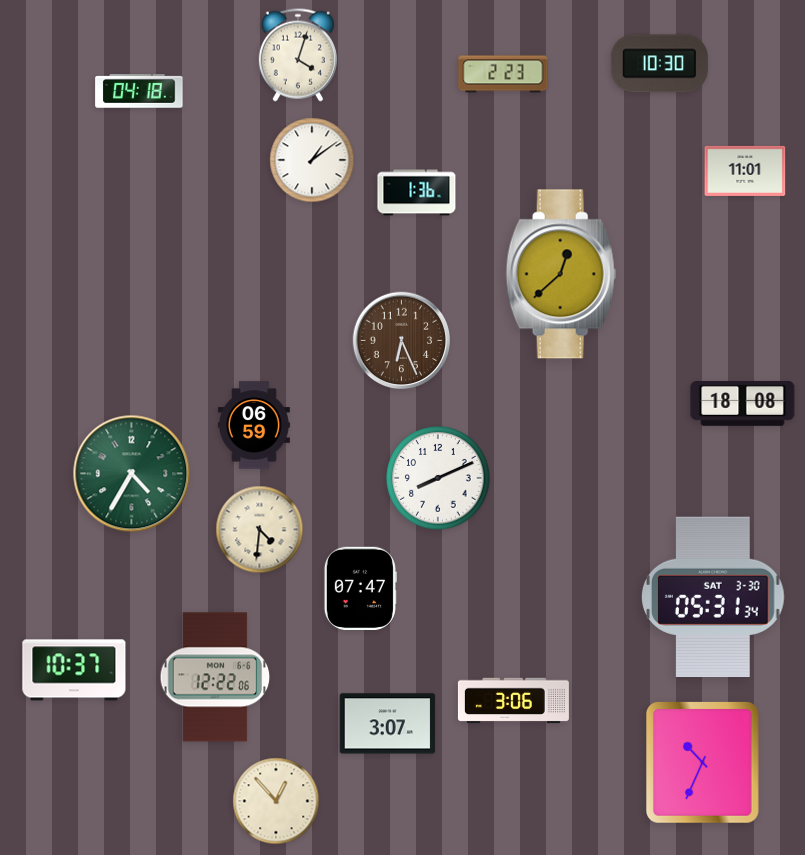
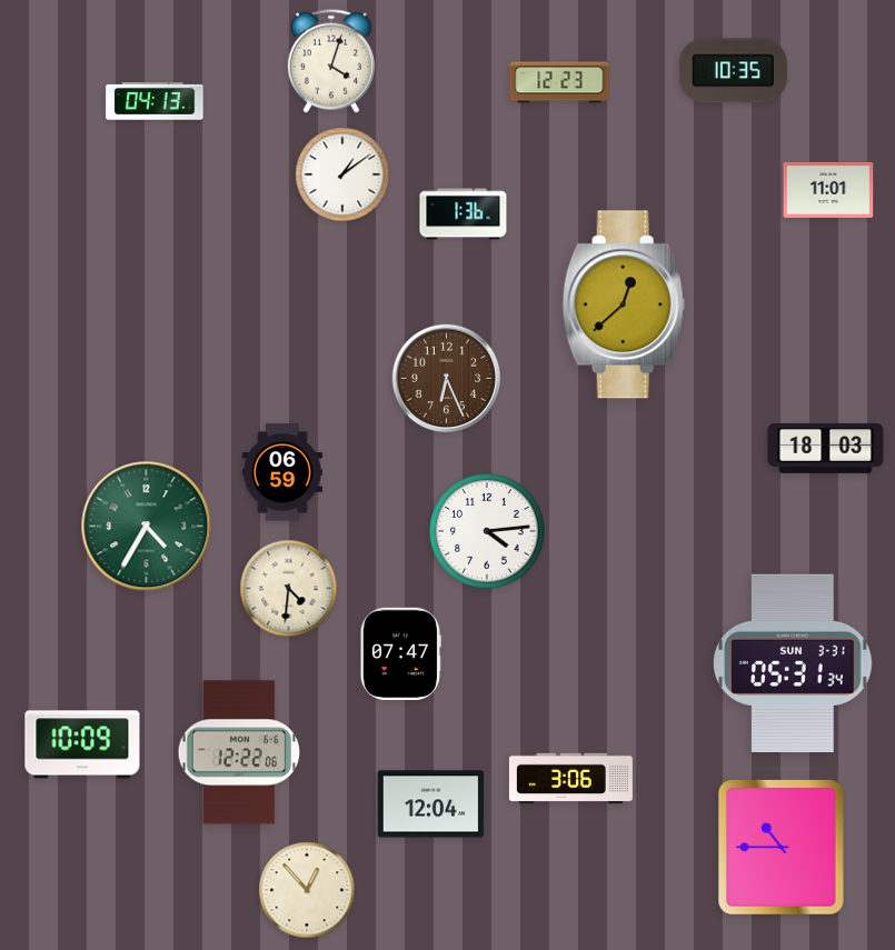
clock at (659, 64): 10:30 -> 10:35
clock at (503, 74): 2:23 -> 12:23
clock at (139, 91): 04:18 -> 04:13
clock at (312, 160) position: (312, 160) -> (342, 174)
clock at (743, 404): 18:08 -> 18:03
clock at (438, 478): 8:11 -> 4:14
clock at (714, 596) date: SAT 3-30 -> SUN 3-31
clock at (74, 670): 10:37 -> 10:09
clock at (388, 724): 3:07 -> 12:04
clock at (703, 763): 10:34 -> 10:45
